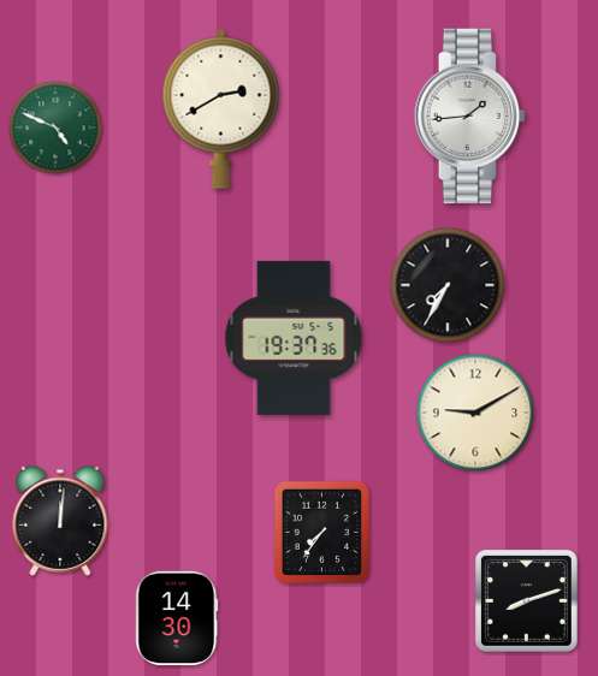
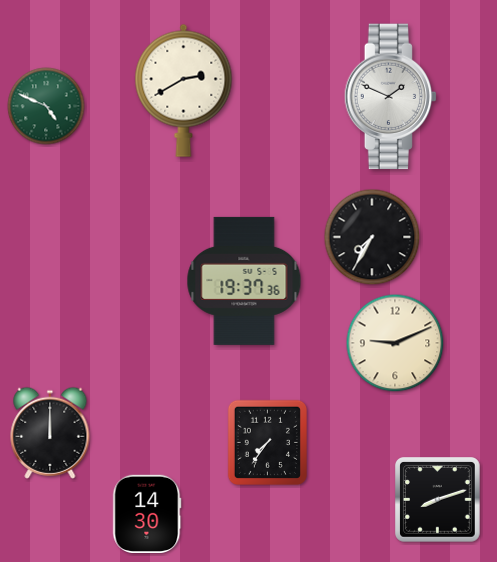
clock at (469, 117): 1:44 -> 1:49
clock at (475, 413): 9:10 -> 9:11
clock at (60, 521): 12:01 -> 12:00
